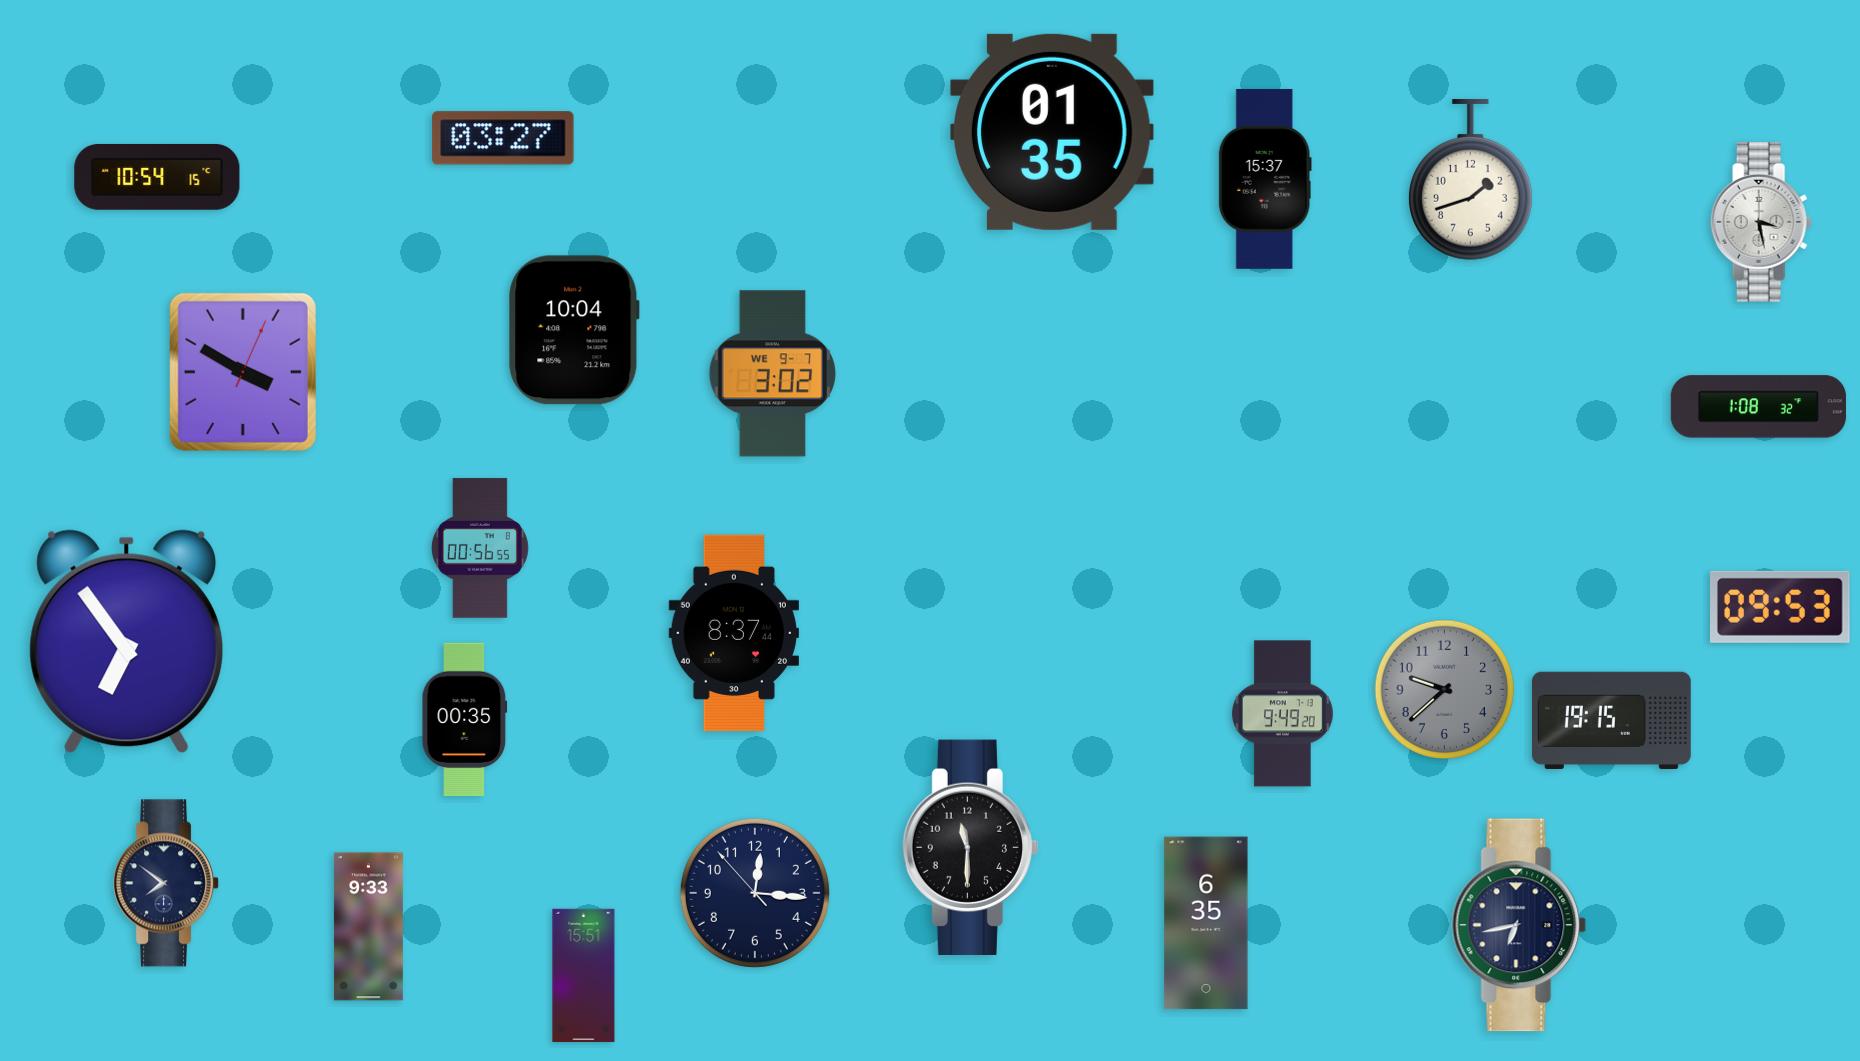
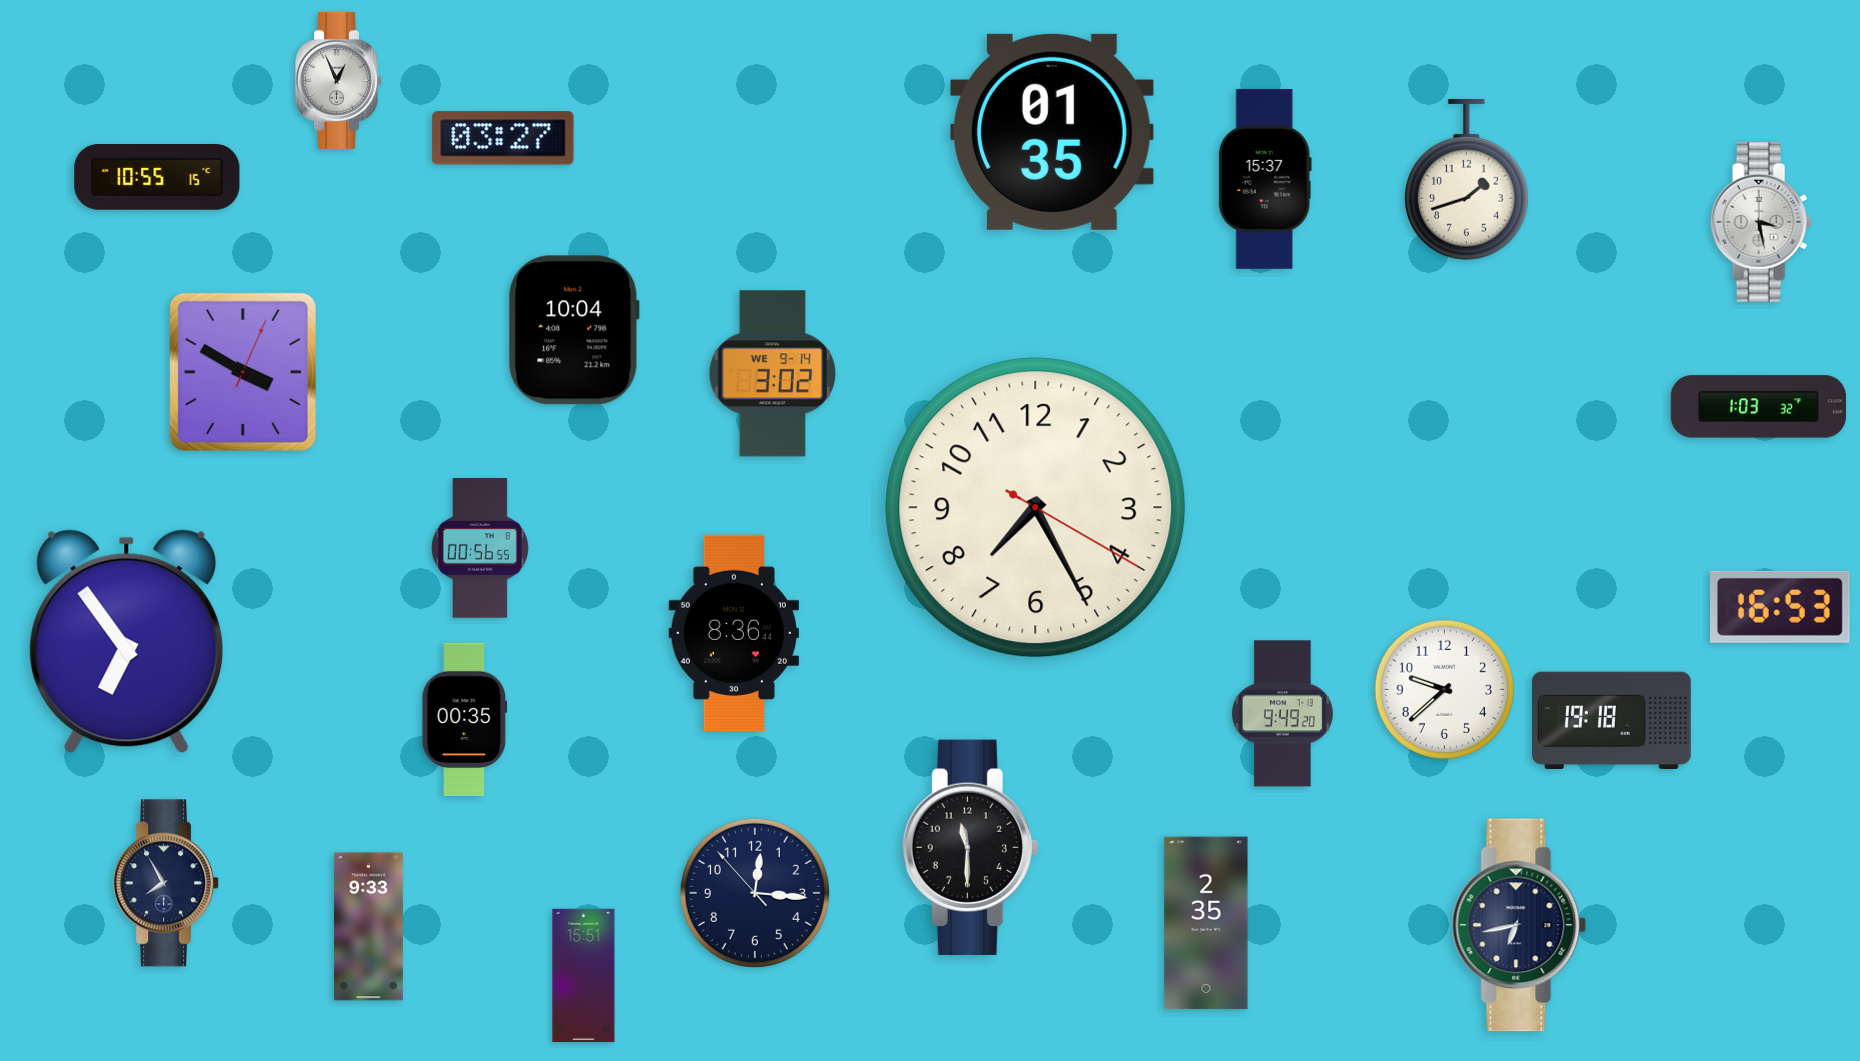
clock at (339, 80): none -> 12:56
clock at (157, 177): 10:54 -> 10:55
clock at (1470, 180) position: (1470, 180) -> (1466, 180)
clock at (772, 374) date: WE 9-7 -> WE 9-14
clock at (1758, 407): 1:08 -> 1:03
clock at (1036, 508): none -> 7:25
clock at (1781, 607): 09:53 -> 16:53
clock at (734, 633): 8:37 -> 8:36
clock at (1445, 690) dial: grey -> white
clock at (1611, 720): 19:15 -> 19:18
clock at (167, 883): 7:51 -> 7:55
clock at (1206, 923): 6:35 -> 2:35
